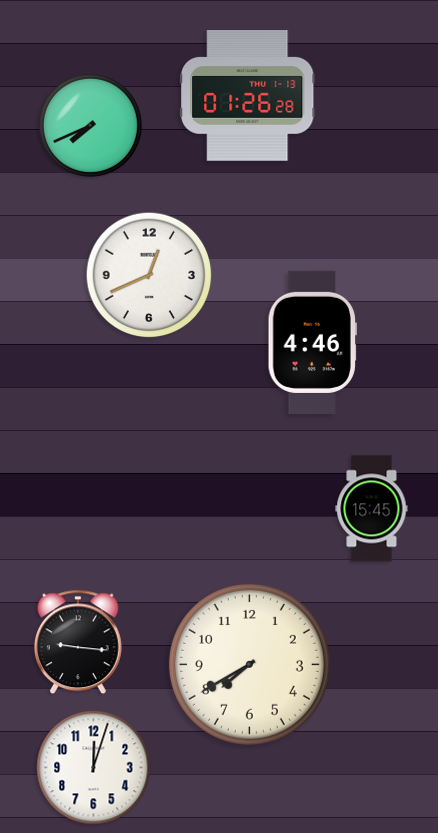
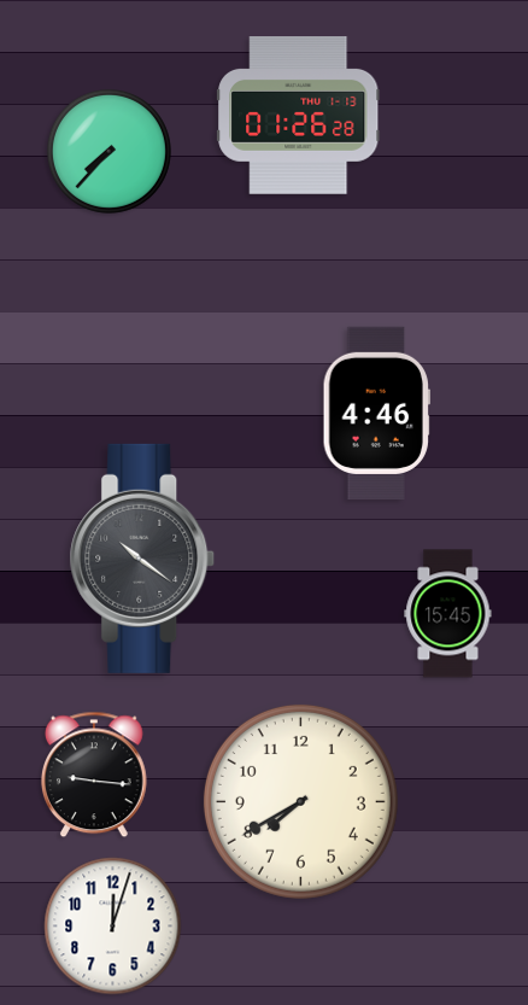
clock at (90, 125): 7:41 -> 7:37
clock at (149, 275): 12:41 -> none
clock at (142, 559): none -> 10:21
